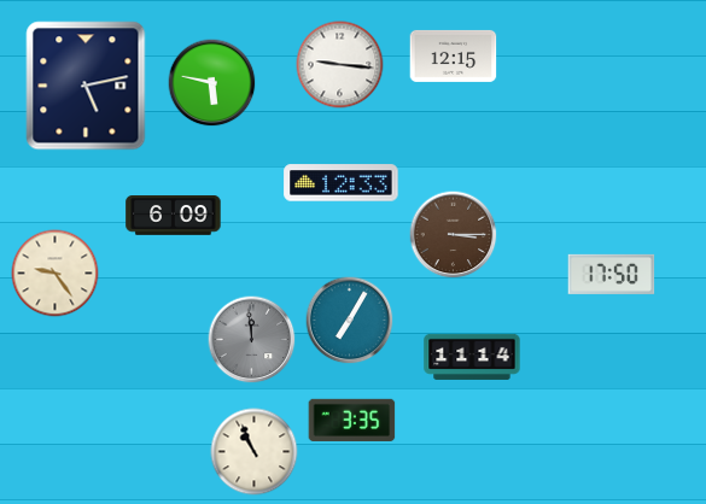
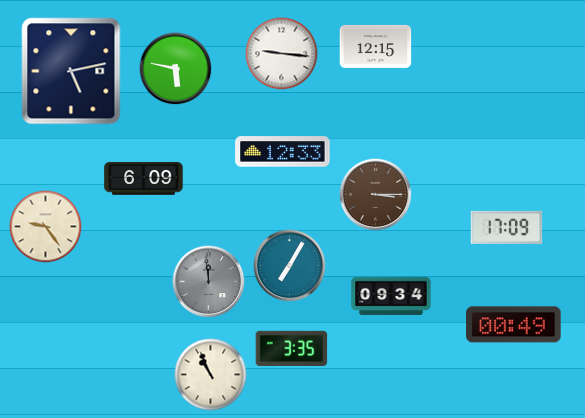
clock at (612, 274): 17:50 -> 17:09
clock at (472, 357): 11:14 -> 09:34
clock at (514, 325): none -> 00:49
